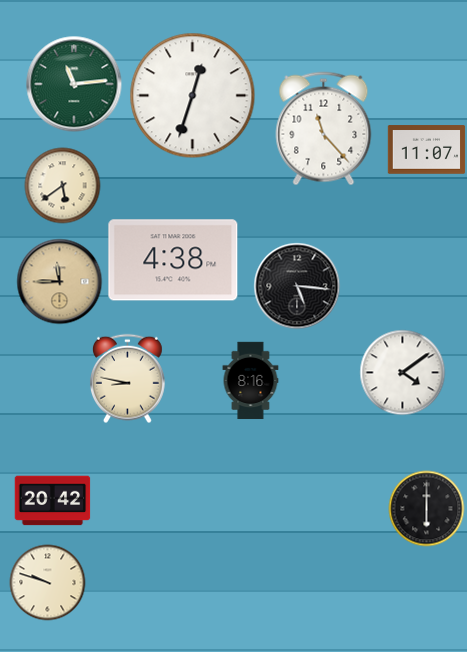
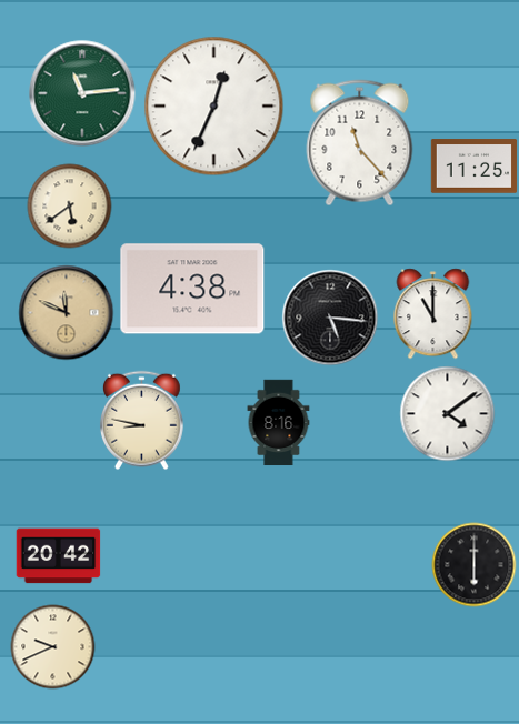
clock at (193, 96): 12:33 -> 12:34
clock at (427, 150): 11:07 -> 11:25
clock at (60, 282): 11:45 -> 11:49
clock at (433, 314): none -> 11:00
clock at (48, 583): 9:48 -> 9:41
